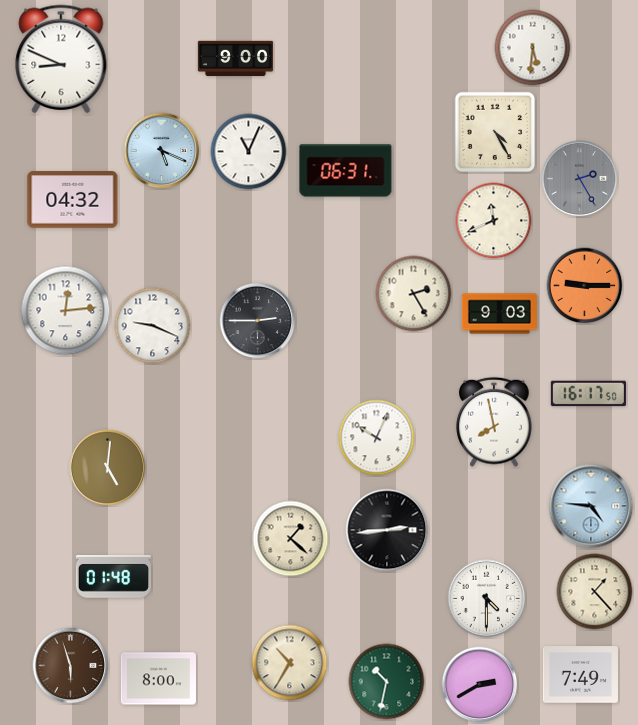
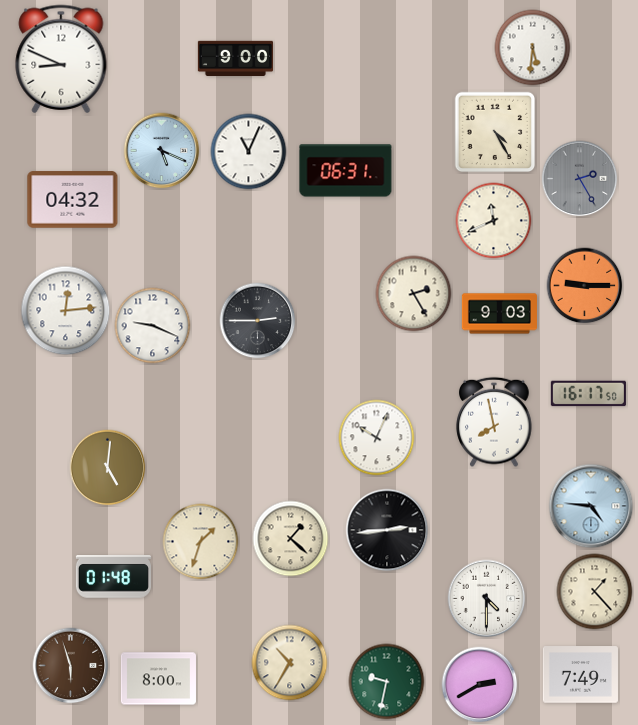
clock at (201, 542): none -> 1:33
clock at (387, 682): 10:32 -> 9:32
